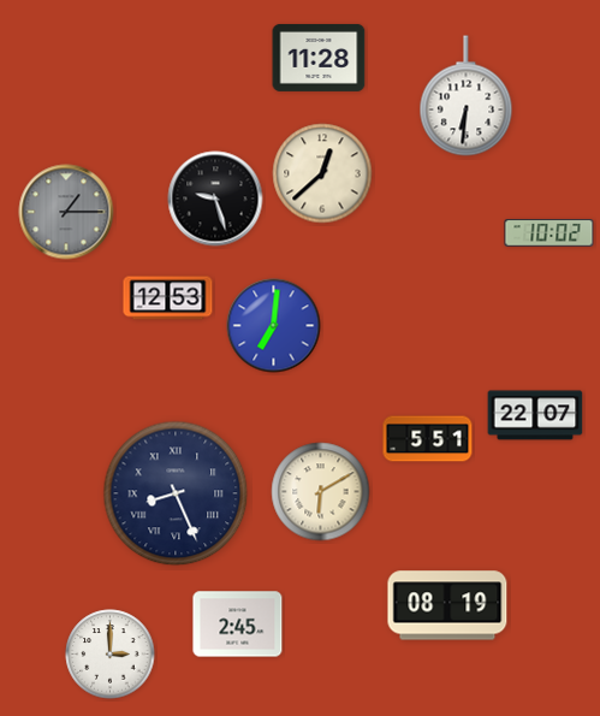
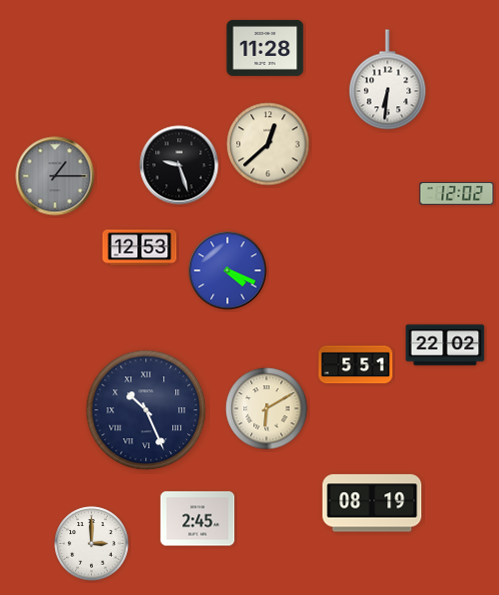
clock at (549, 233): 10:02 -> 12:02
clock at (274, 326): 7:01 -> 4:19
clock at (535, 415): 22:07 -> 22:02
clock at (176, 493): 8:26 -> 10:26
